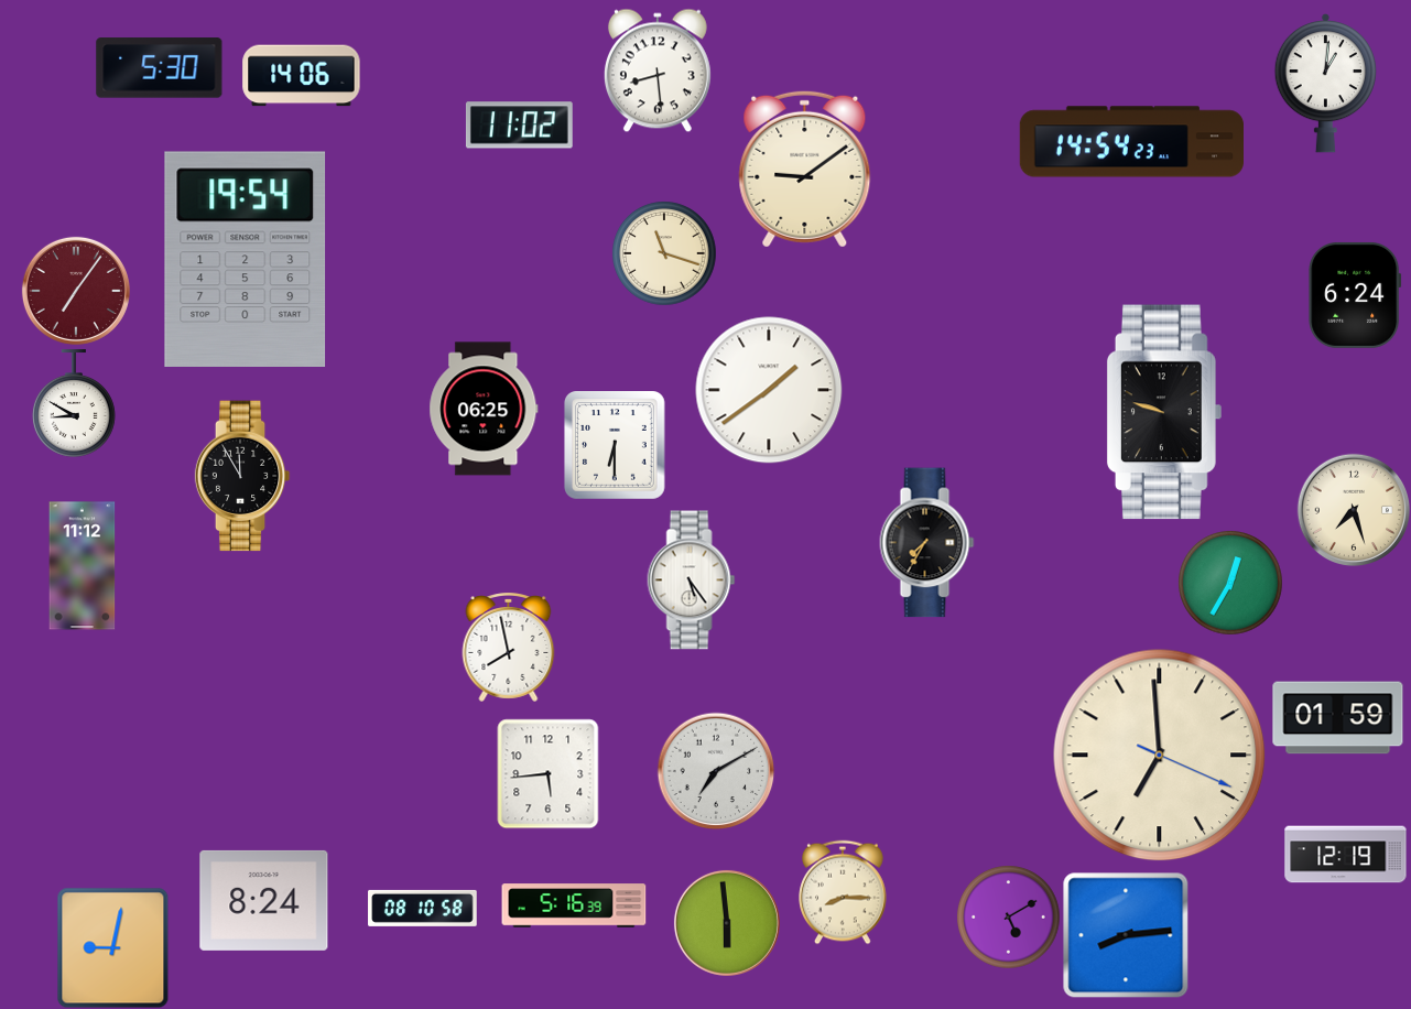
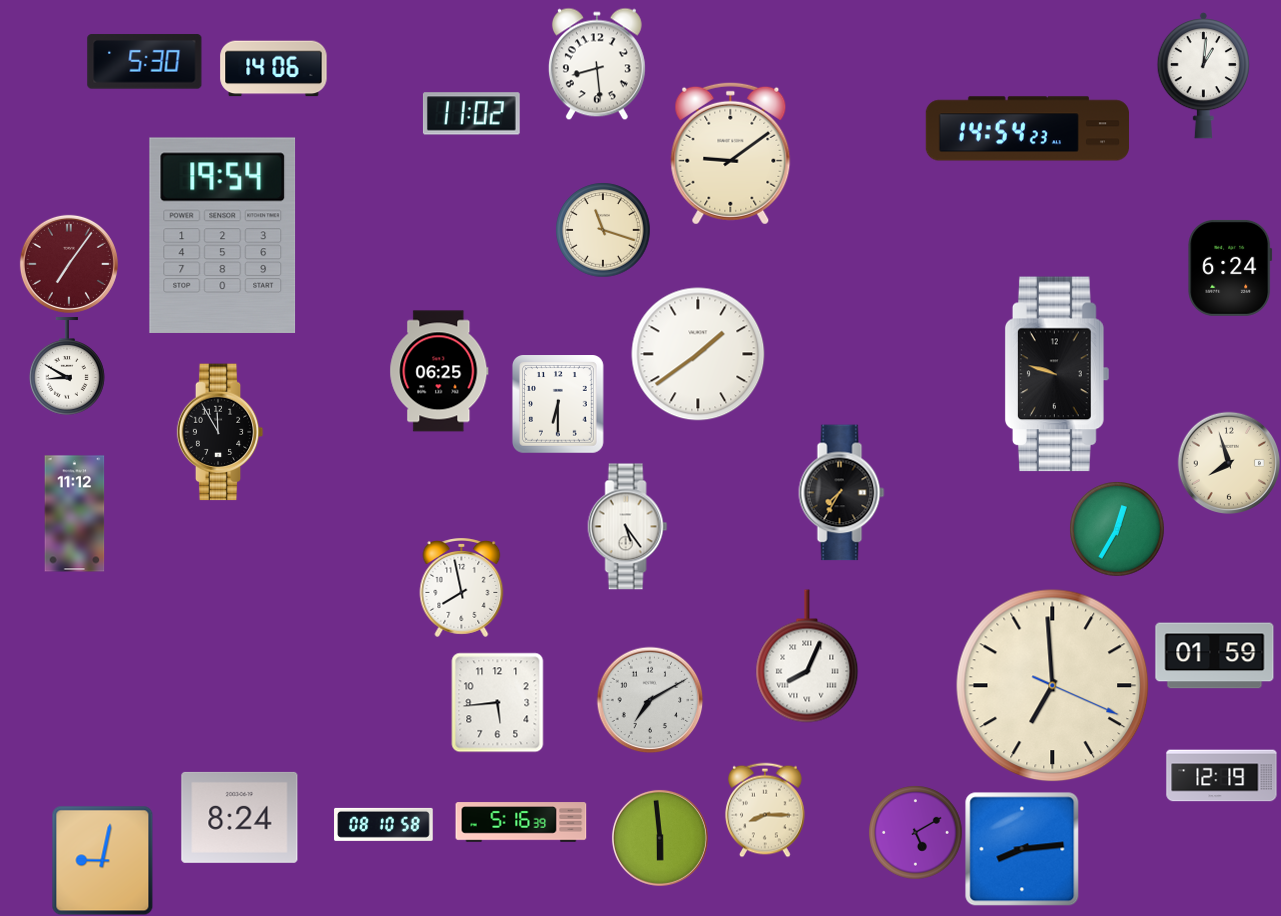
clock at (1353, 509): 7:27 -> 7:57
clock at (1338, 718) position: (1338, 718) -> (1215, 656)
clock at (807, 656): none -> 8:04
